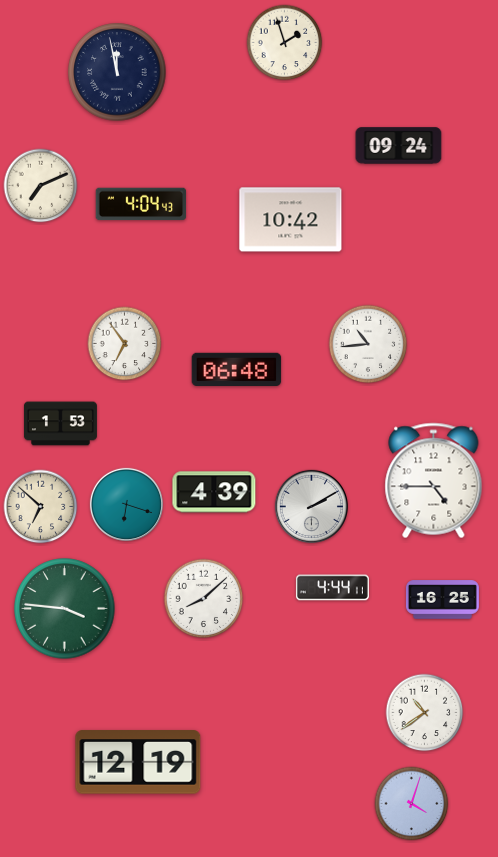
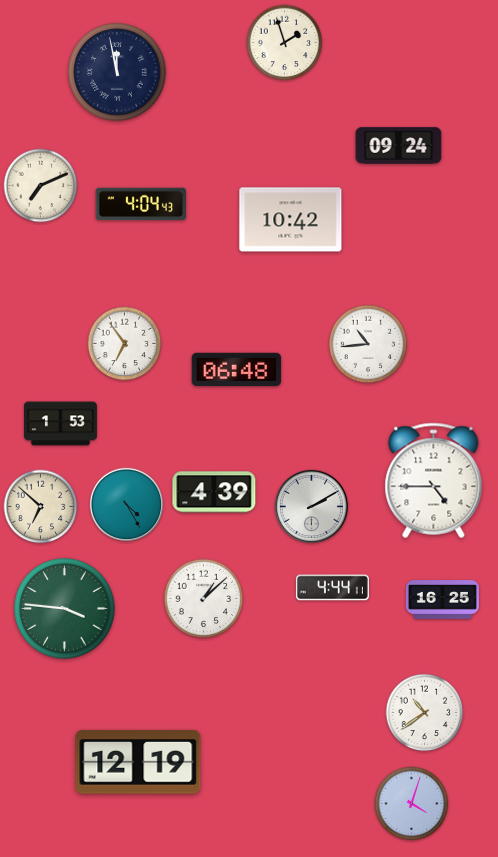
clock at (126, 504): 6:18 -> 4:25
clock at (204, 599): 8:08 -> 1:08
